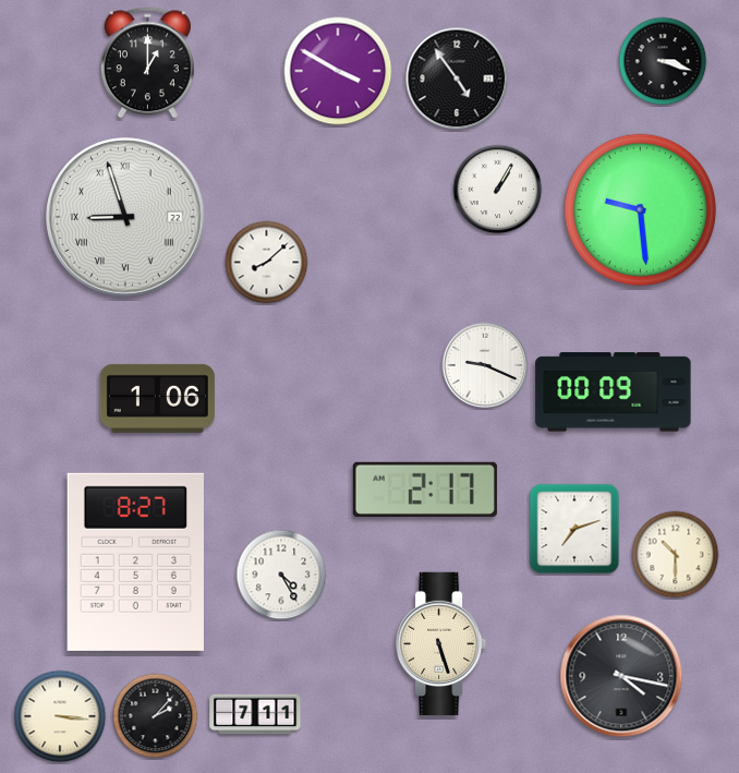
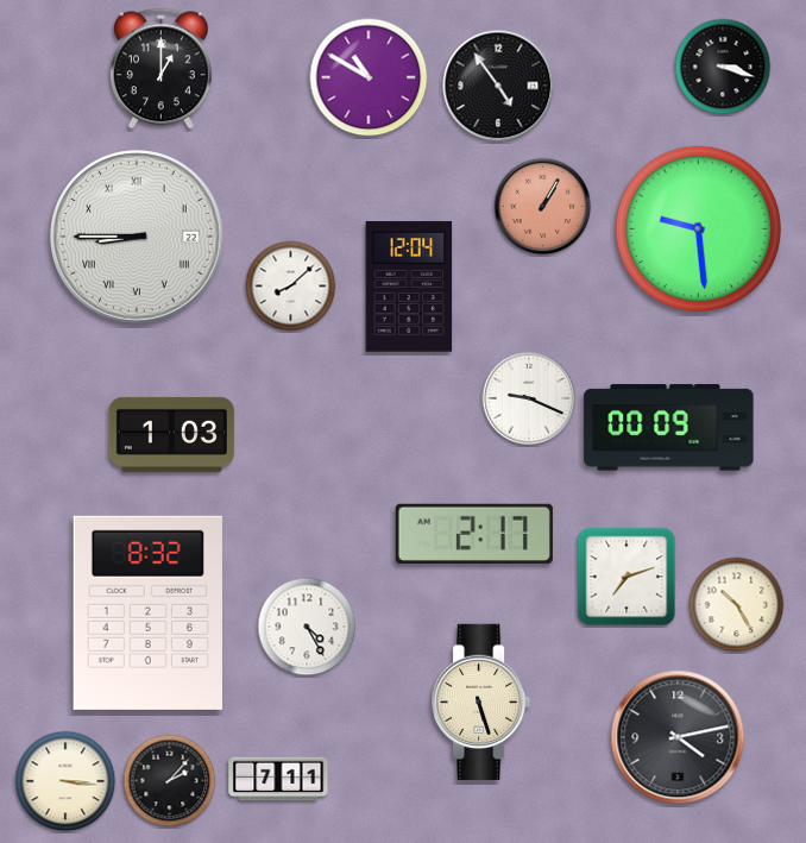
clock at (338, 71): 3:50 -> 10:50
clock at (498, 190) dial: white -> salmon
clock at (125, 217): 8:57 -> 8:45
clock at (409, 287): none -> 12:04
clock at (157, 398): 1:06 -> 1:03
clock at (425, 490) position: (425, 490) -> (474, 534)
clock at (676, 555): 10:30 -> 10:25
clock at (135, 561): 8:27 -> 8:32
clock at (621, 676): 4:17 -> 4:13
